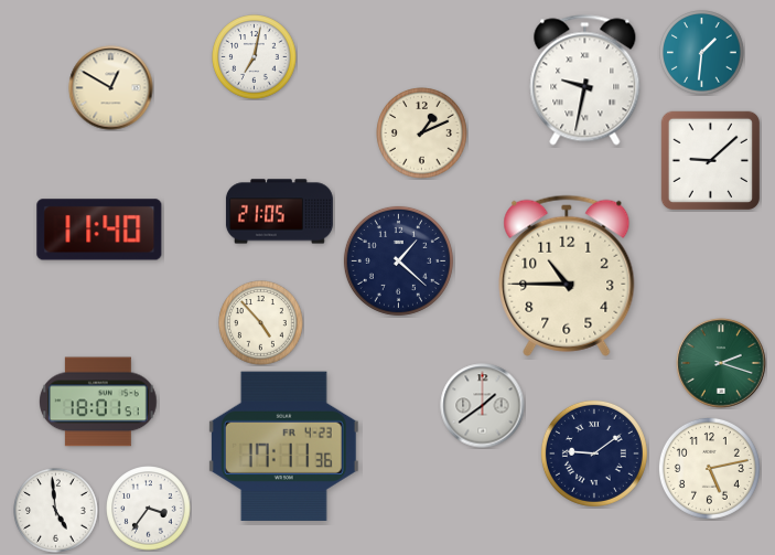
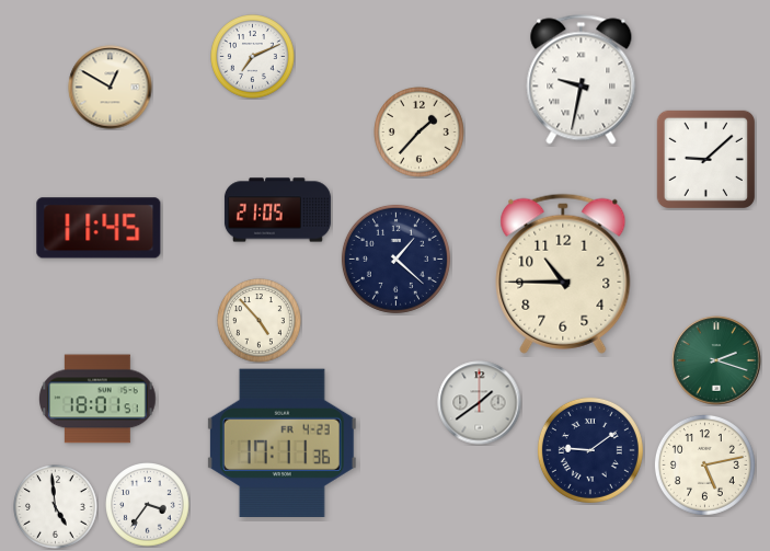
clock at (702, 53): 1:31 -> none
clock at (255, 57): 7:02 -> 7:11
clock at (422, 134): 1:11 -> 1:37
clock at (99, 230): 11:40 -> 11:45
